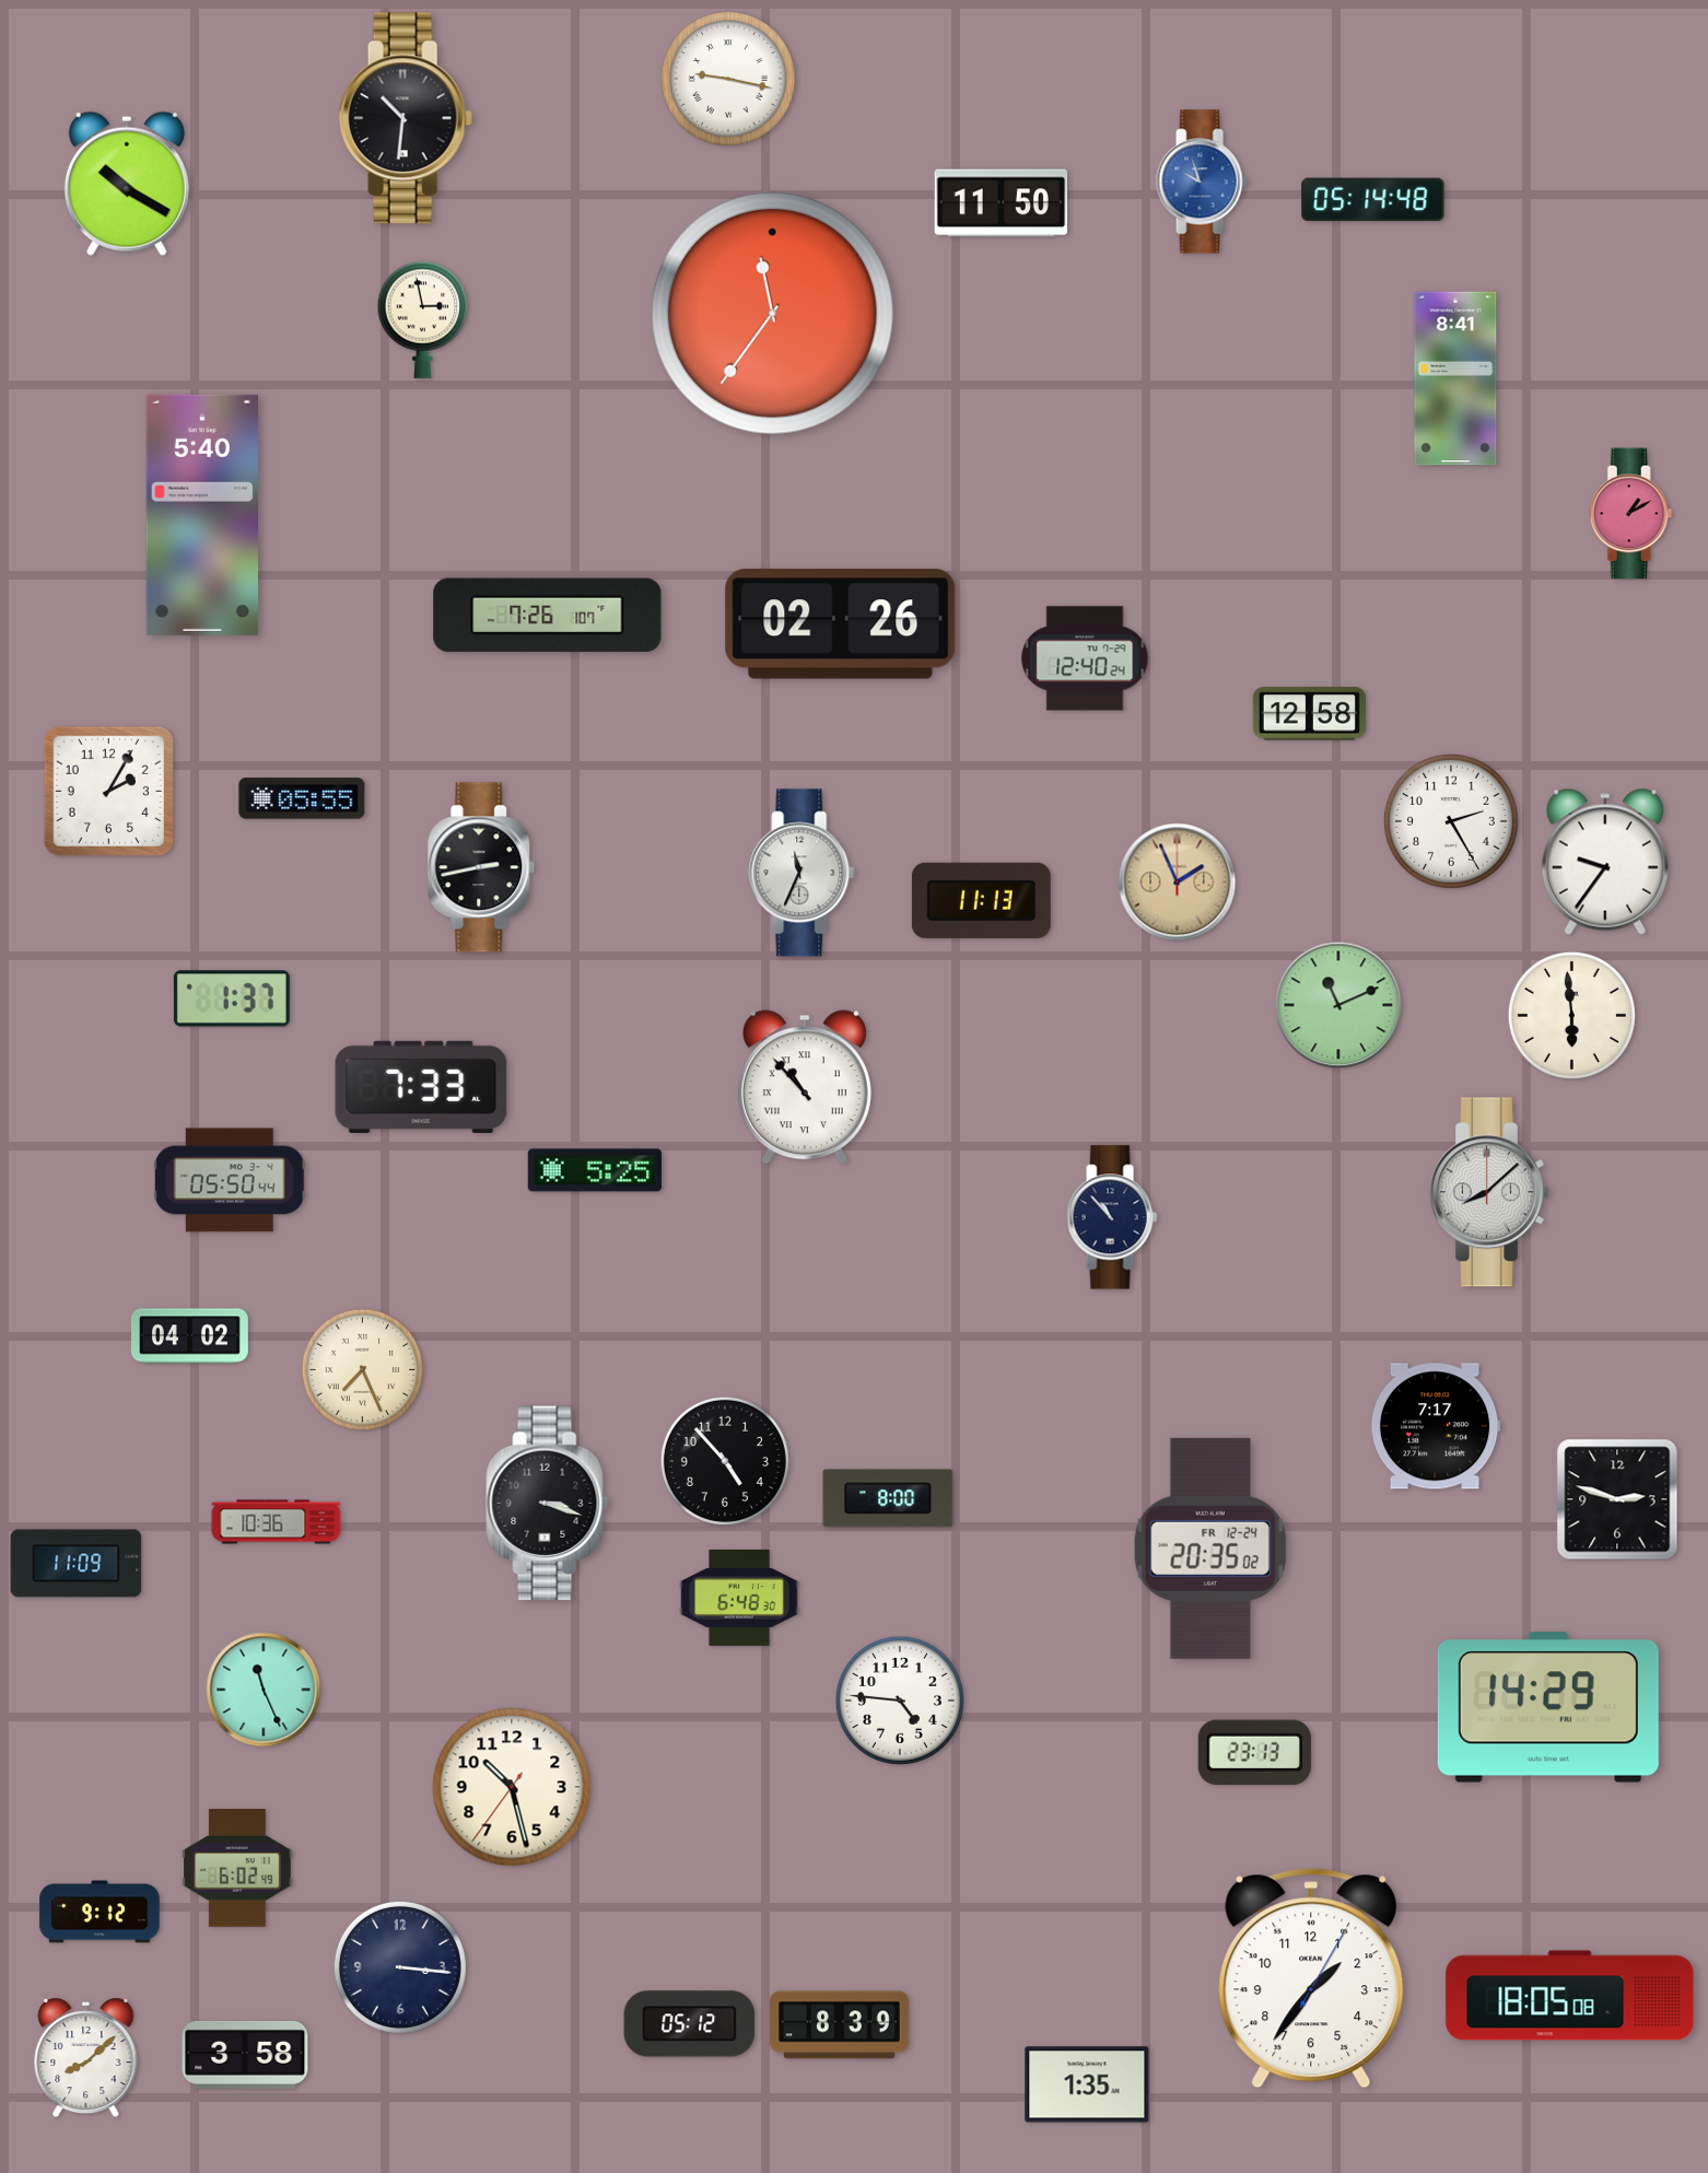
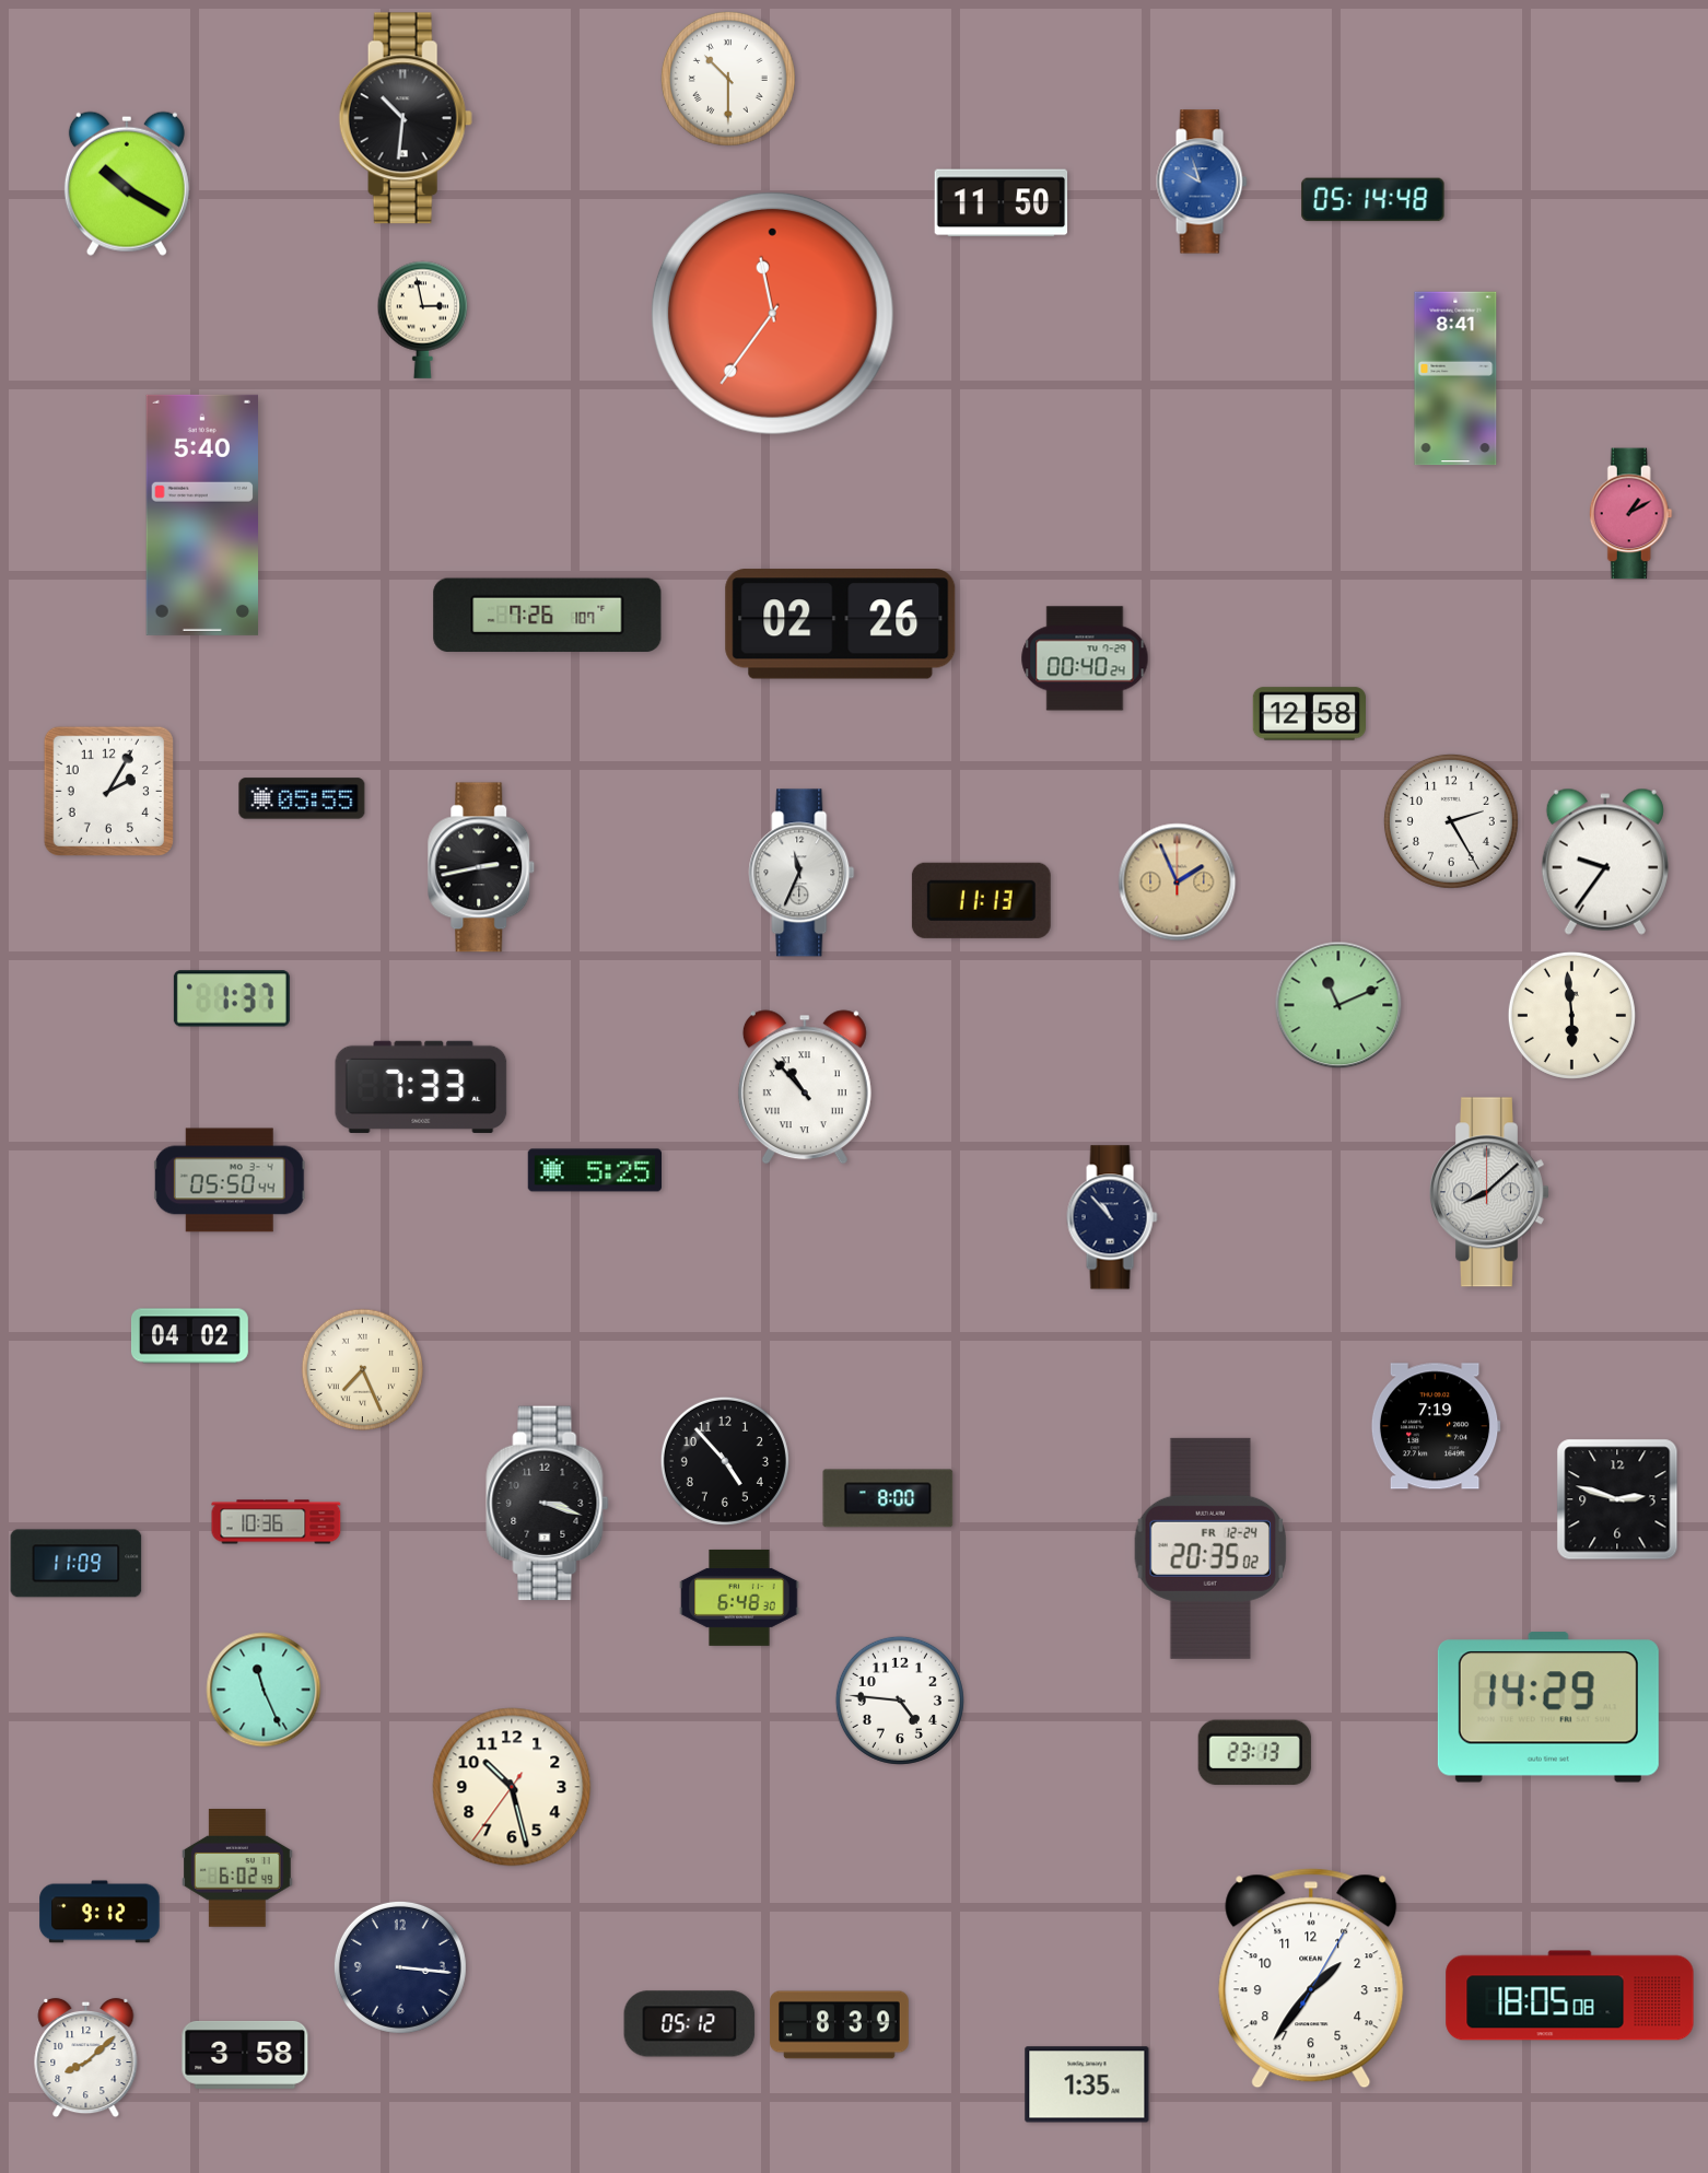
clock at (728, 79): 9:17 -> 10:30
clock at (1085, 658): 12:40 -> 00:40
clock at (1436, 1426): 7:17 -> 7:19
